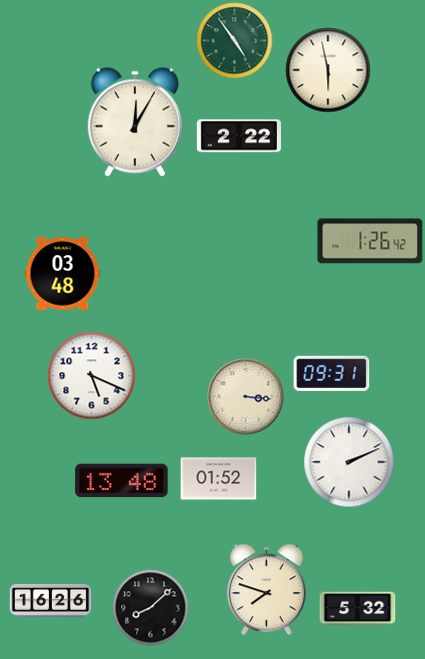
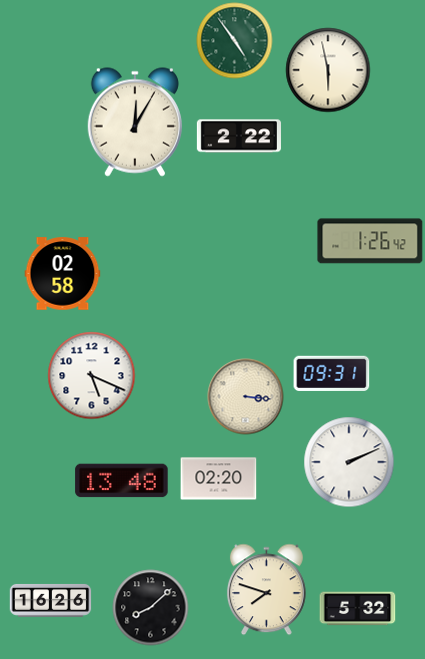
clock at (63, 274): 03:48 -> 02:58
clock at (219, 479): 01:52 -> 02:20
